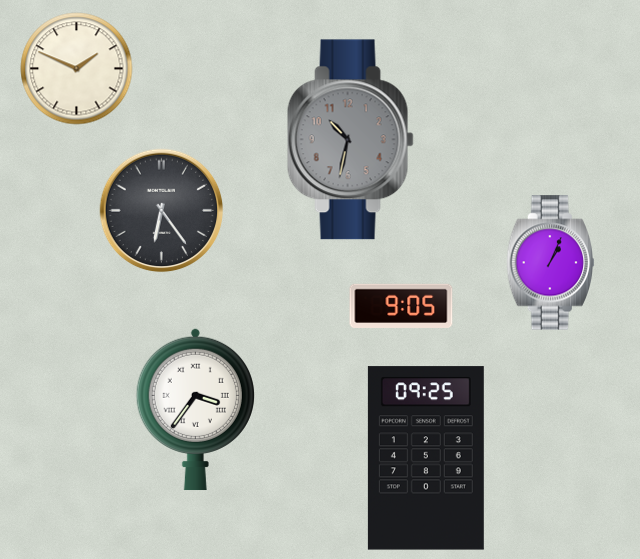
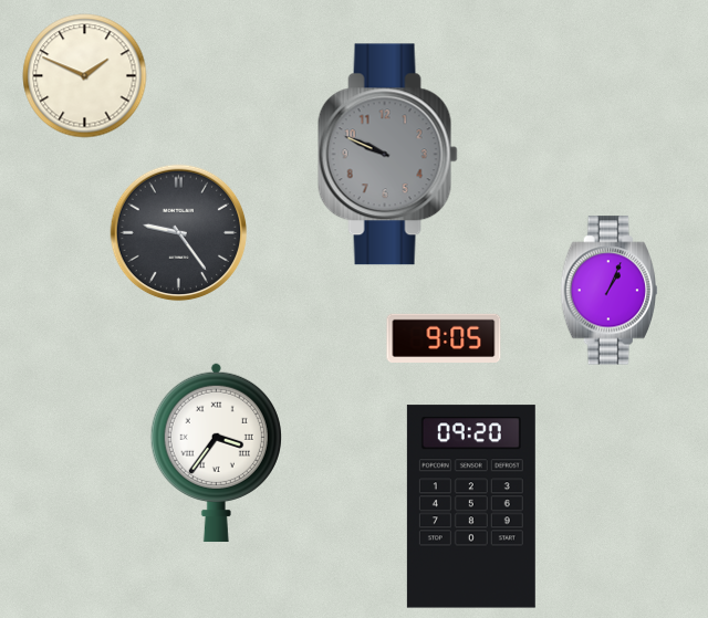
clock at (350, 140): 10:32 -> 9:49
clock at (162, 211): 6:24 -> 9:24
clock at (426, 458): 09:25 -> 09:20
